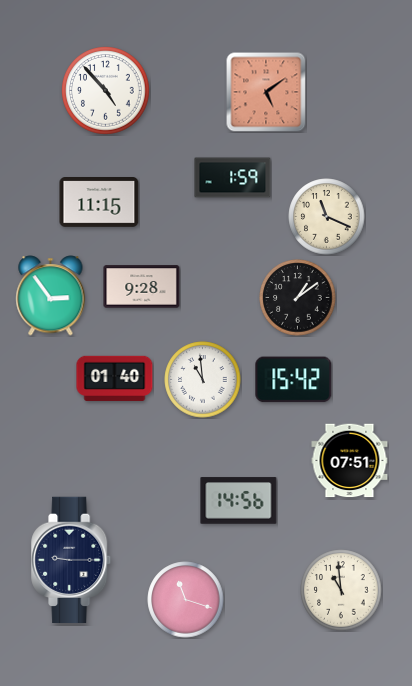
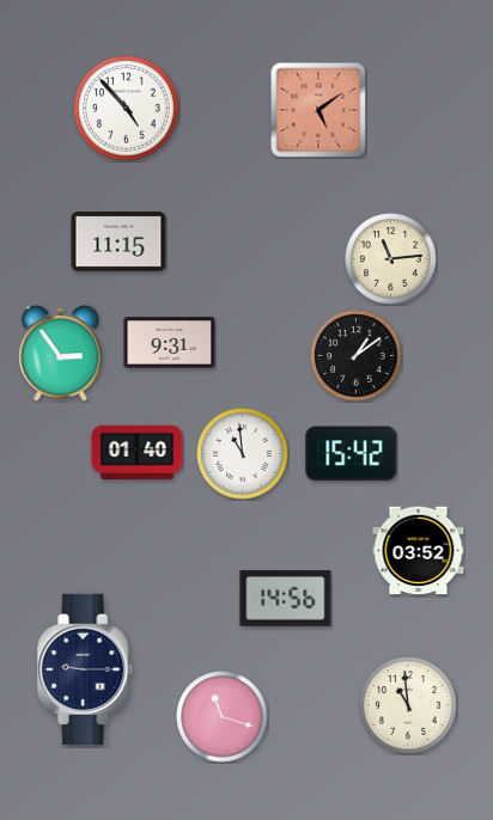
clock at (233, 178): 1:59 -> none
clock at (327, 217): 11:19 -> 11:14
clock at (142, 287): 9:28 -> 9:31
clock at (350, 461): 07:51 -> 03:52
